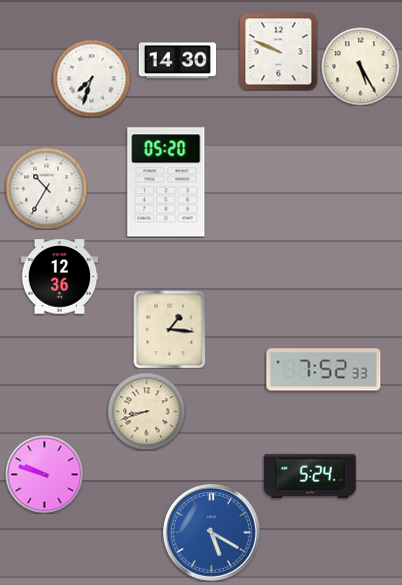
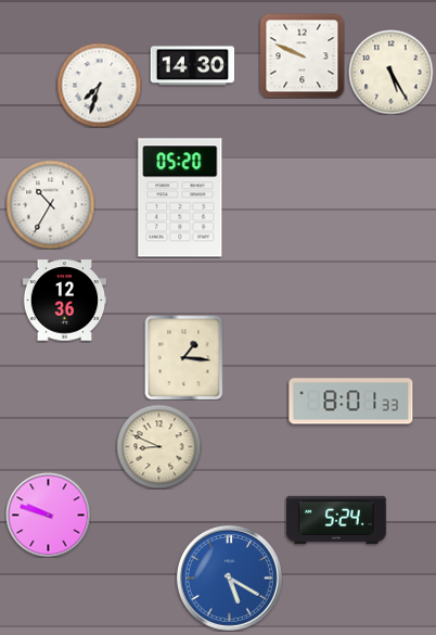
clock at (324, 370): 7:52 -> 8:01
clock at (146, 411): 8:42 -> 8:49
clock at (311, 476) position: (311, 476) -> (337, 520)
